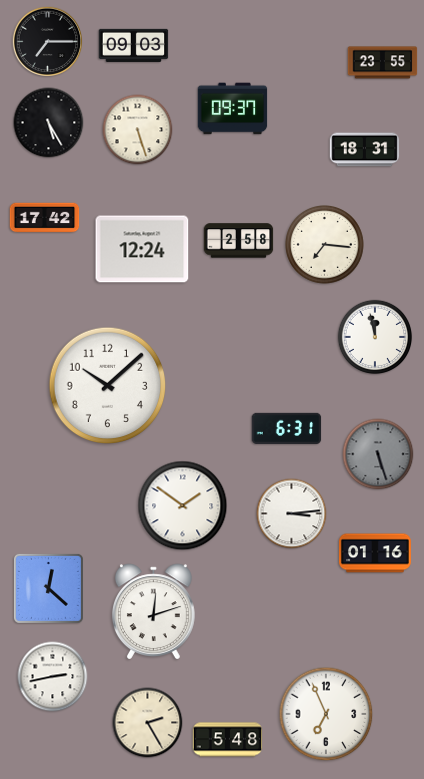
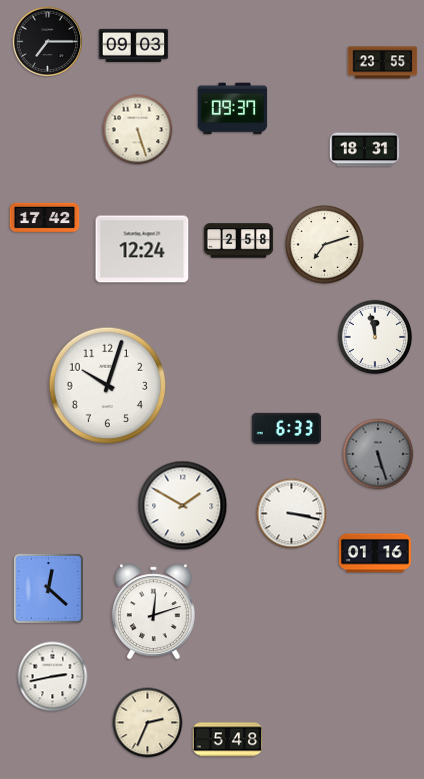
clock at (49, 123): 5:25 -> none
clock at (325, 245): 7:16 -> 7:12
clock at (108, 386): 10:08 -> 10:03
clock at (287, 428): 6:31 -> 6:33
clock at (183, 506): 1:51 -> 1:50
clock at (292, 514): 3:14 -> 3:17
clock at (326, 714): 6:56 -> none
clock at (148, 723): 2:25 -> 2:34
